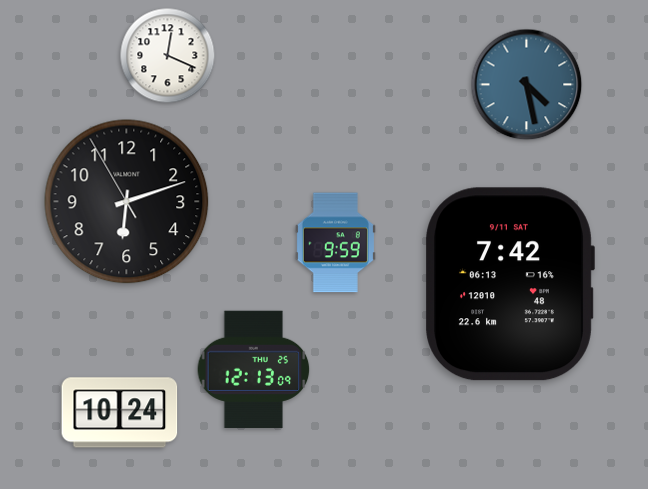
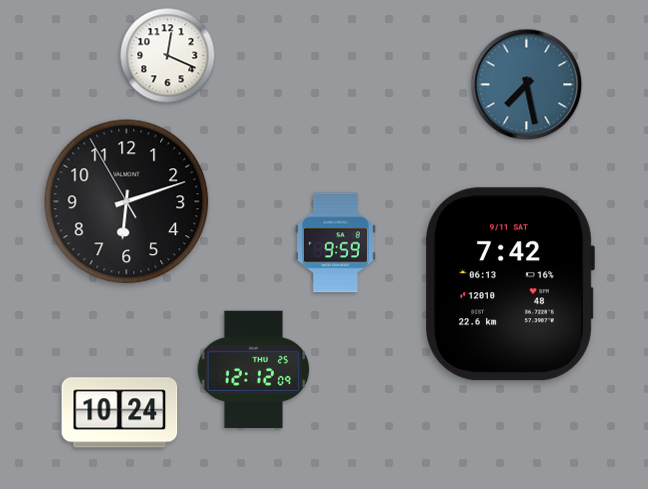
clock at (527, 85): 4:28 -> 7:28
clock at (254, 370): 12:13 -> 12:12
